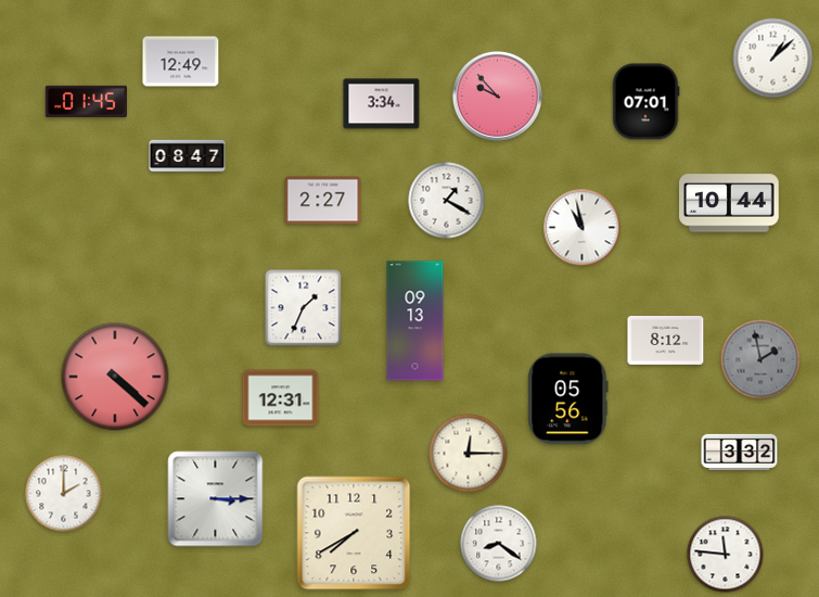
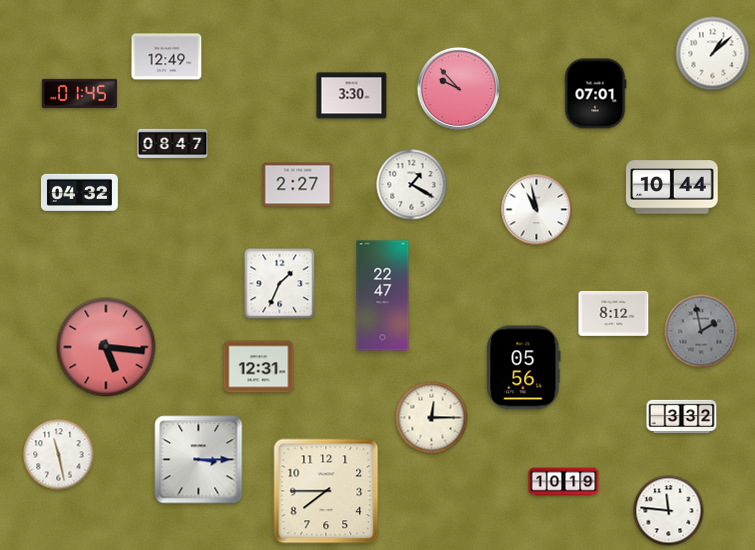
clock at (382, 104): 3:34 -> 3:30
clock at (79, 192): none -> 04:32
clock at (415, 321): 09:13 -> 22:47
clock at (115, 377): 4:22 -> 5:16
clock at (64, 494): 2:00 -> 11:28
clock at (564, 482): none -> 10:19
clock at (354, 533): 7:40 -> 7:45
clock at (499, 544): 8:21 -> none
